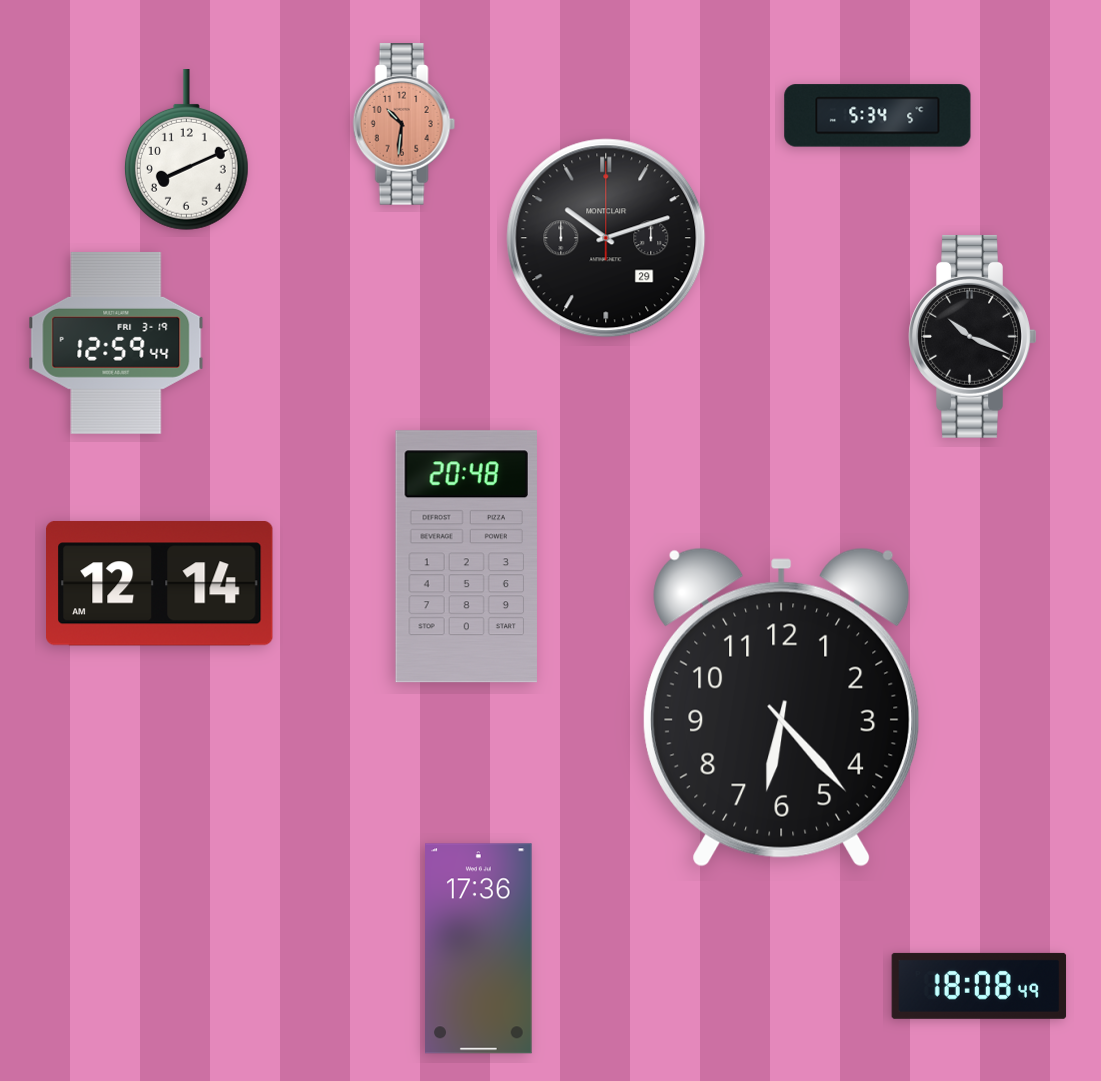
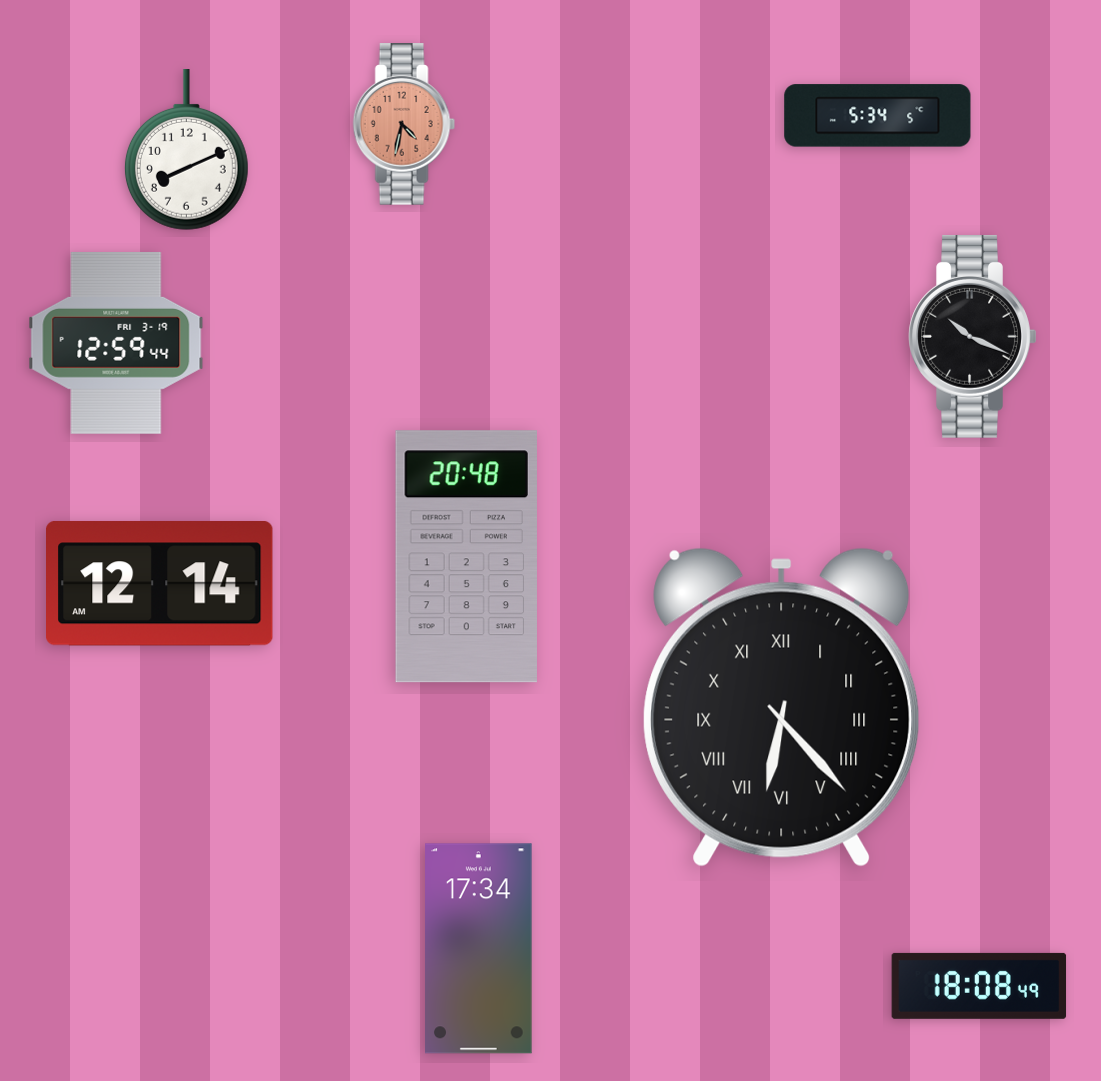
clock at (404, 124): 10:31 -> 4:32
clock at (606, 238): 10:12 -> none
clock at (782, 707) numerals: Arabic -> Roman
clock at (479, 949): 17:36 -> 17:34
